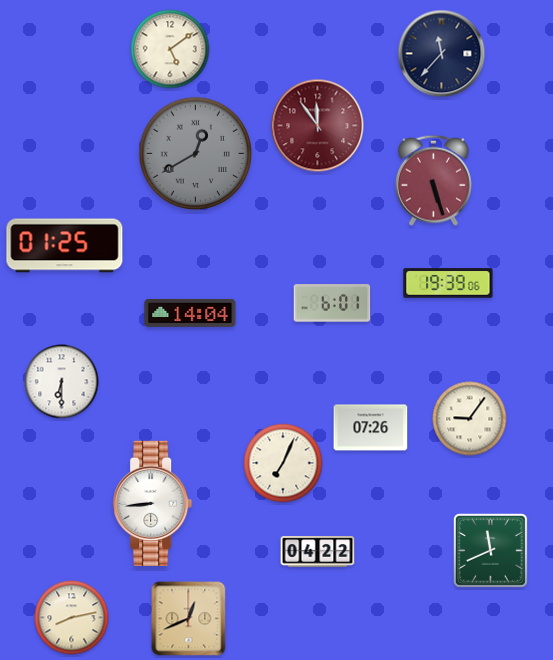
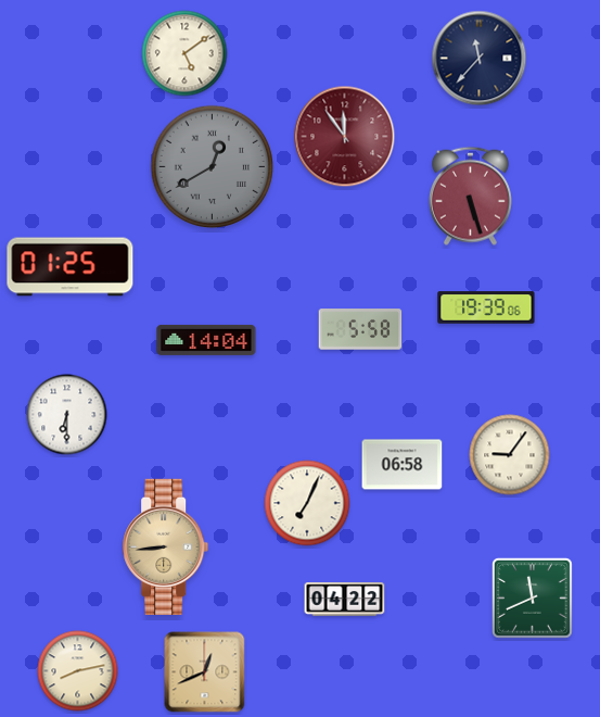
clock at (332, 303): 6:01 -> 5:58
clock at (371, 428): 07:26 -> 06:58
clock at (153, 503) dial: white -> champagne
